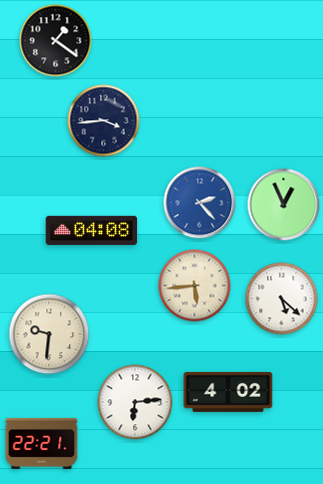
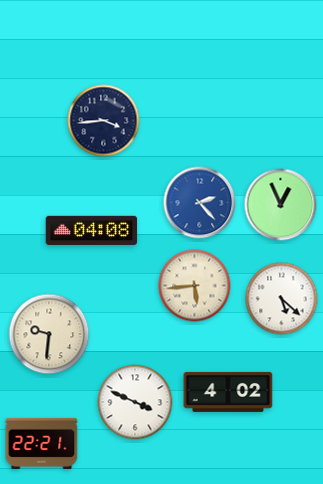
clock at (56, 41): 1:21 -> none
clock at (284, 205) position: (284, 205) -> (281, 205)
clock at (135, 402): 6:14 -> 3:49
